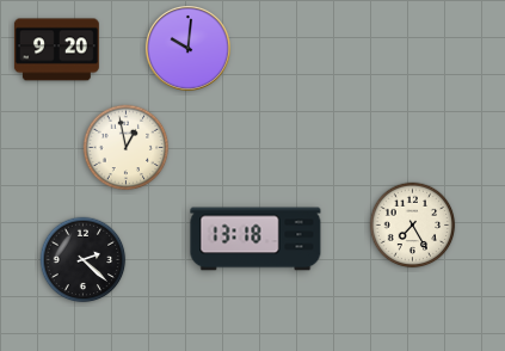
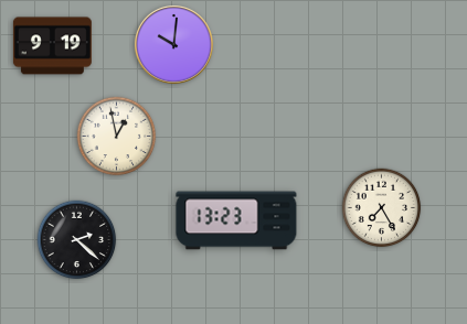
clock at (56, 50): 9:20 -> 9:19
clock at (255, 239): 13:18 -> 13:23
